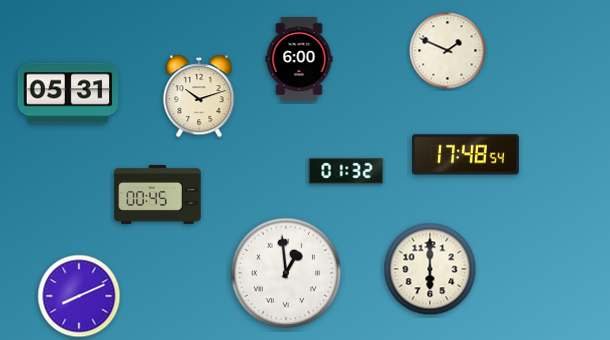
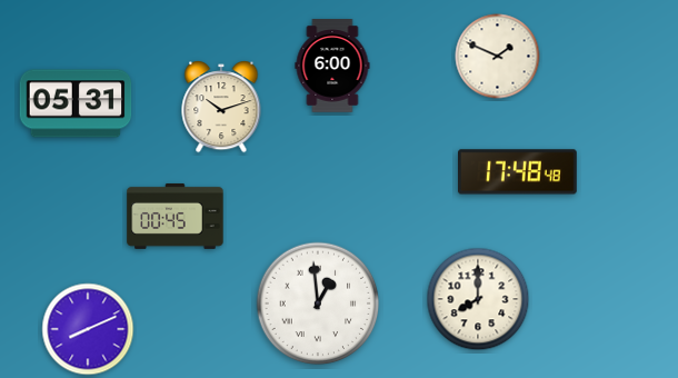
clock at (466, 155): 17:48:54 -> 17:48:48
clock at (346, 172): 01:32 -> none
clock at (430, 269): 6:00 -> 8:00
